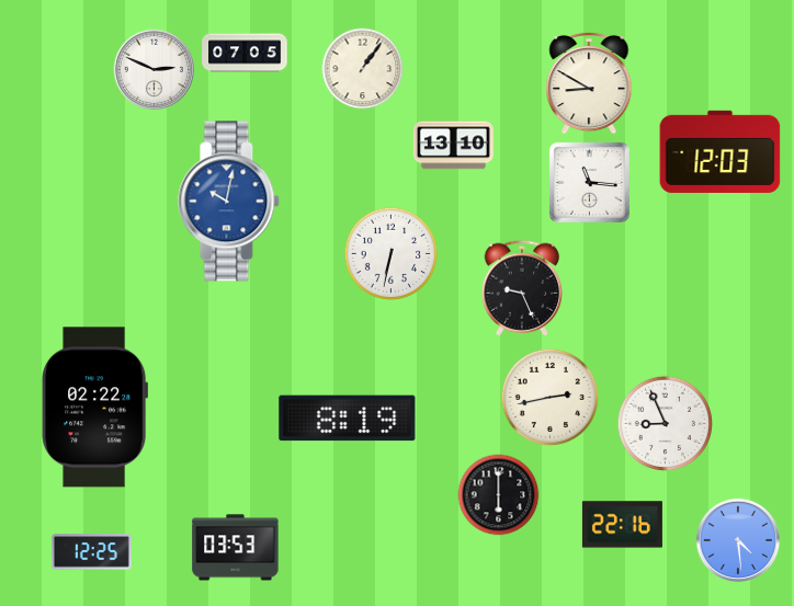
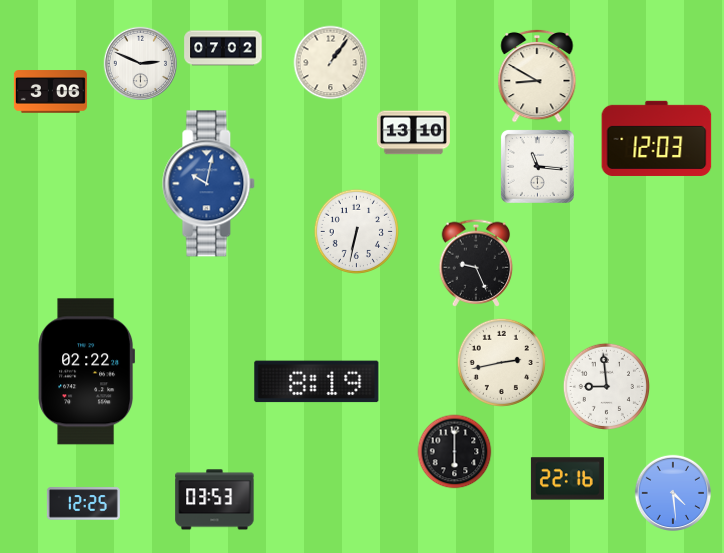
clock at (245, 53): 07:05 -> 07:02
clock at (50, 92): none -> 3:06
clock at (665, 423): 8:56 -> 8:59
